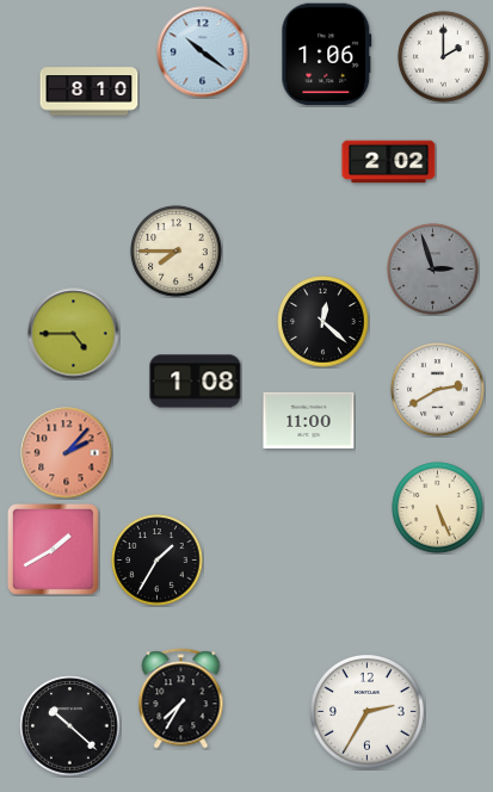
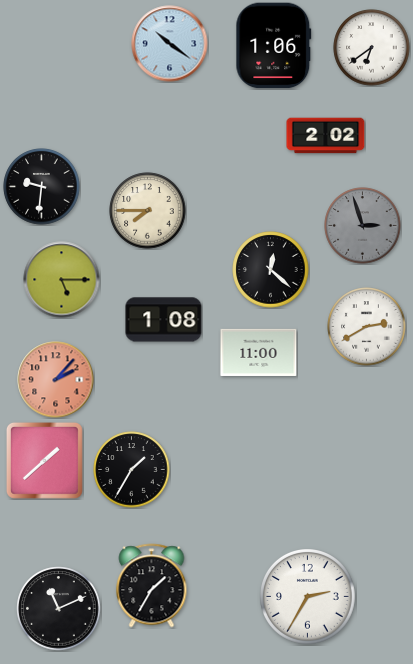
clock at (444, 57): 2:00 -> 6:39
clock at (90, 92): 8:10 -> none
clock at (42, 187): none -> 9:31
clock at (74, 334): 4:45 -> 5:15
clock at (438, 508): 5:26 -> none
clock at (53, 549): 1:40 -> 1:38
clock at (181, 699): 7:35 -> 1:35
clock at (70, 726): 10:22 -> 11:11
